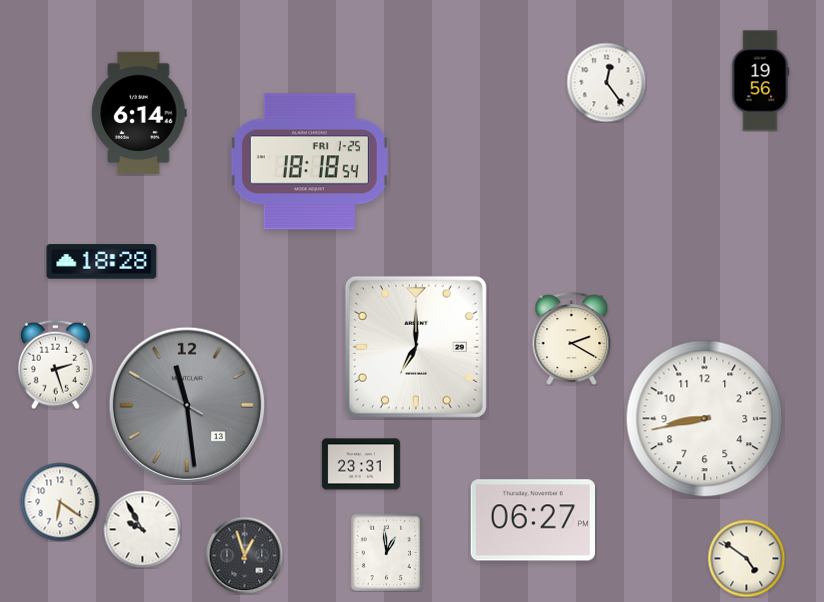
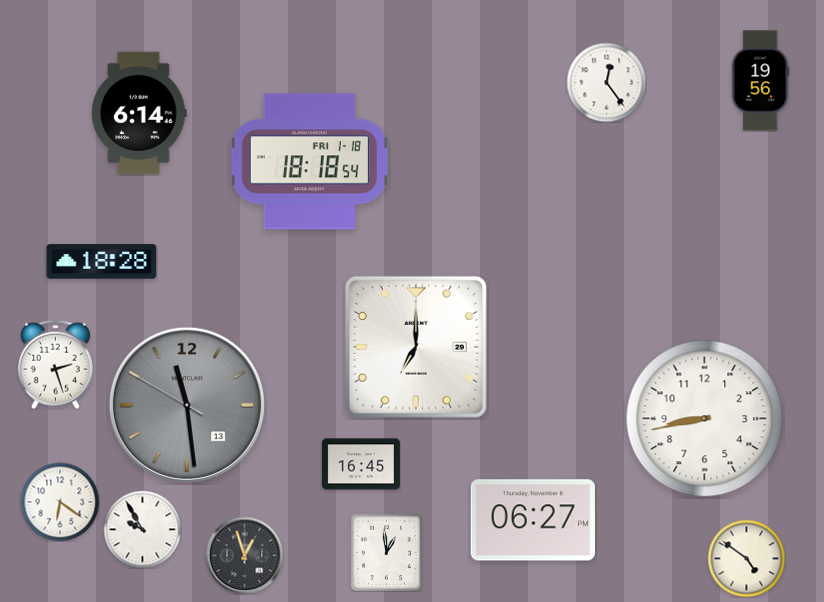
clock at (309, 162) date: FRI 1-25 -> FRI 1-18
clock at (572, 338): 2:20 -> none
clock at (361, 464): 23:31 -> 16:45
